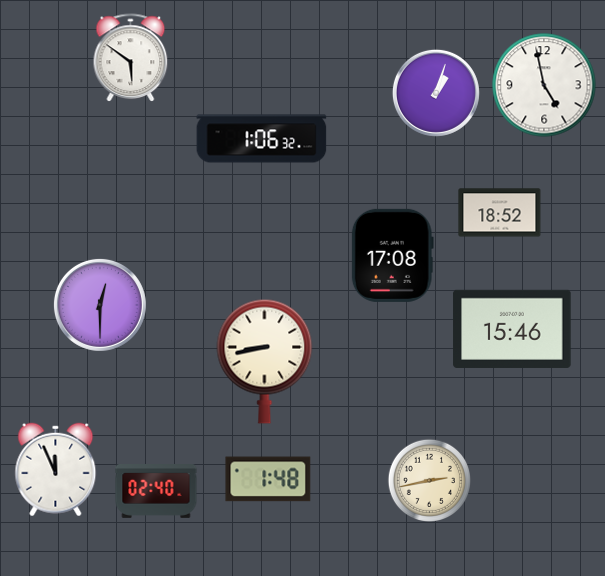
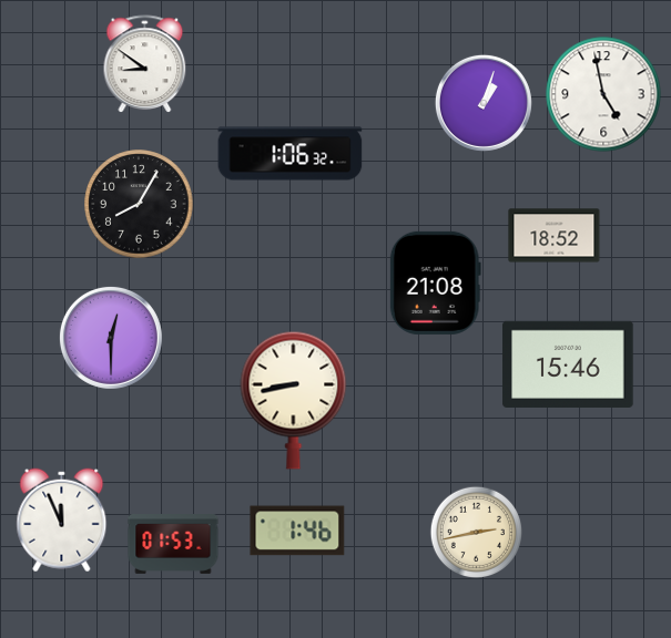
clock at (131, 57): 5:51 -> 8:51
clock at (139, 204): none -> 8:05
clock at (392, 255): 17:08 -> 21:08
clock at (268, 479): 1:48 -> 1:46
clock at (156, 492): 02:40 -> 01:53
